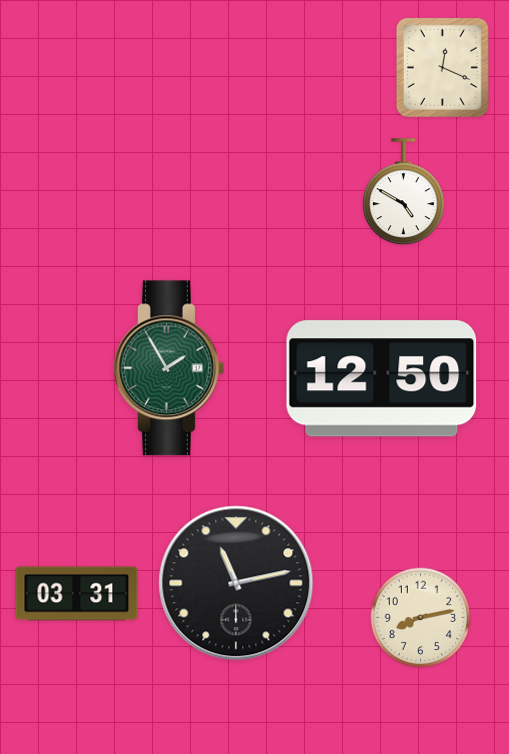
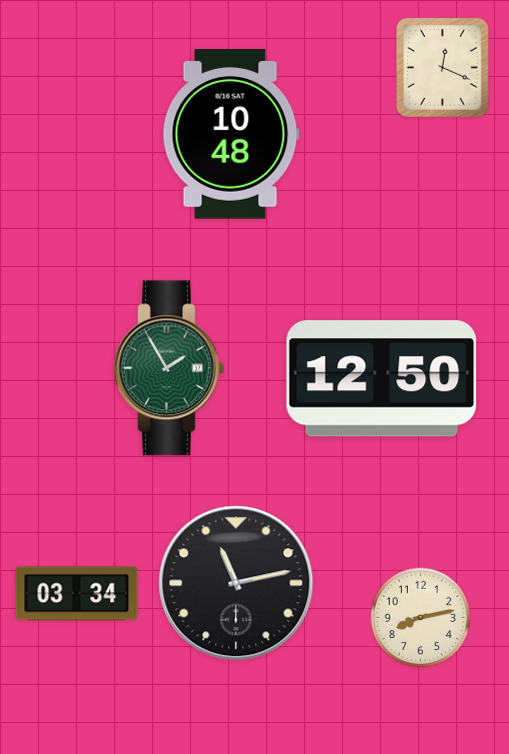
clock at (231, 135): none -> 10:48
clock at (404, 192): 4:50 -> none
clock at (77, 594): 03:31 -> 03:34
